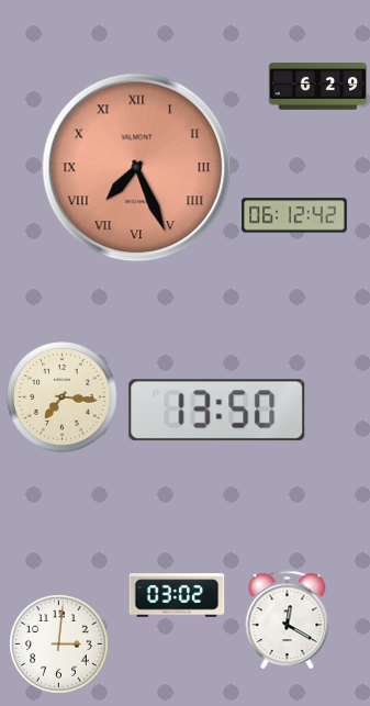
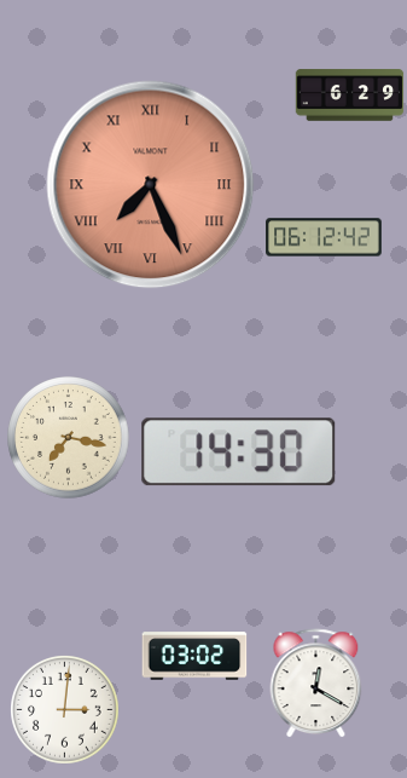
clock at (63, 397): 7:16 -> 7:17
clock at (217, 411): 13:50 -> 14:30
